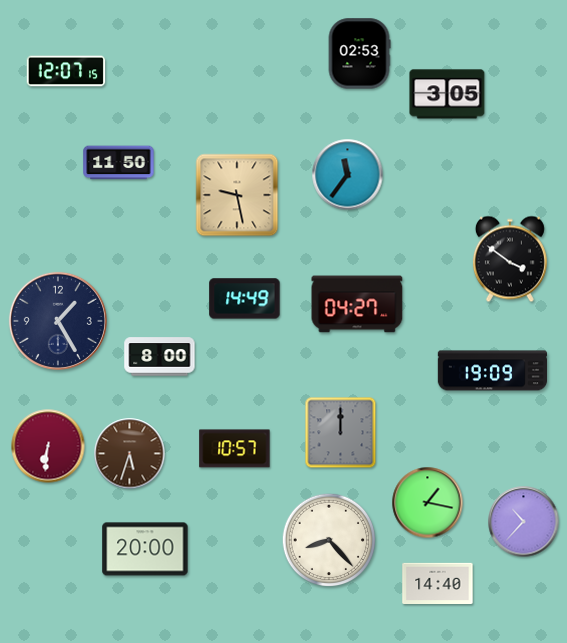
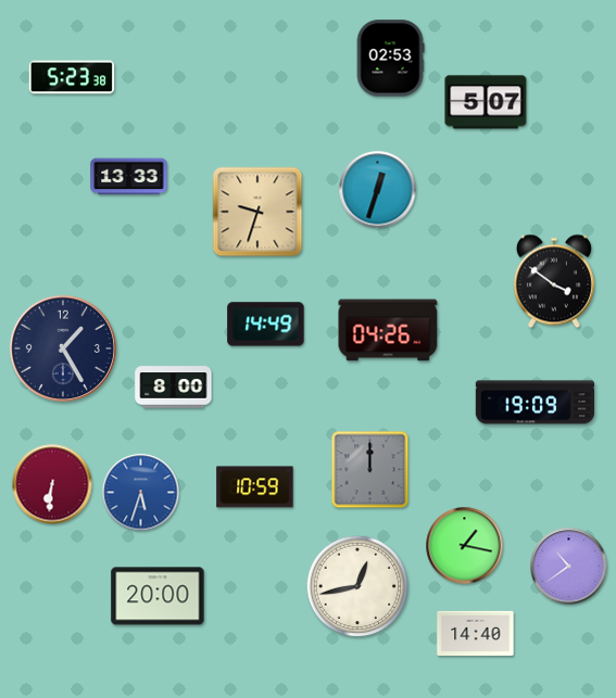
clock at (66, 71): 12:07 -> 5:23
clock at (447, 94): 3:05 -> 5:07
clock at (119, 163): 11:50 -> 13:33
clock at (348, 175): 11:36 -> 12:33
clock at (237, 195): 9:28 -> 9:33
clock at (357, 304): 04:27 -> 04:26
clock at (235, 449): 10:57 -> 10:59
clock at (130, 454) dial: brown -> blue
clock at (524, 522): 10:37 -> 10:39
clock at (329, 540): 8:23 -> 12:43
